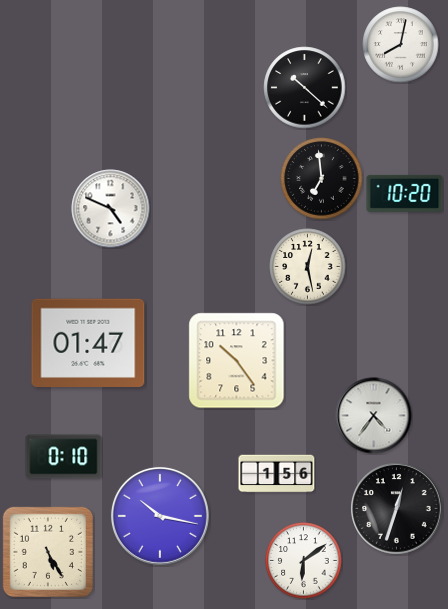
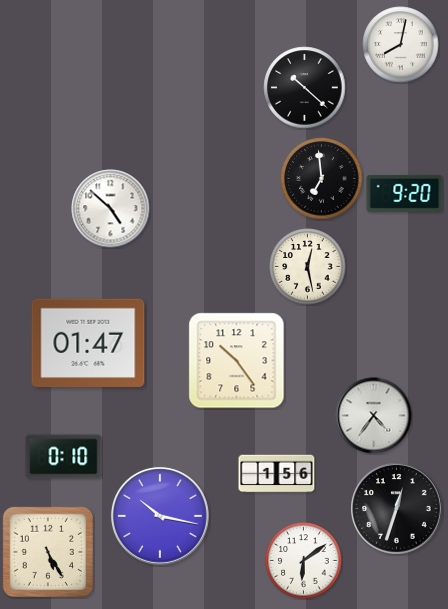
clock at (405, 193): 10:20 -> 9:20
clock at (111, 209): 4:49 -> 4:52
